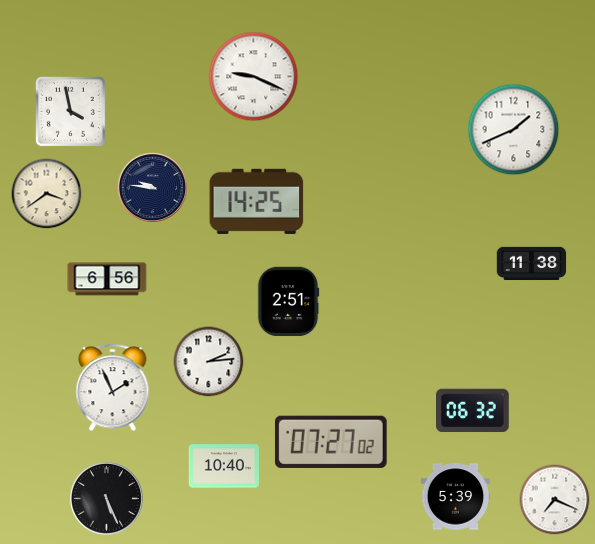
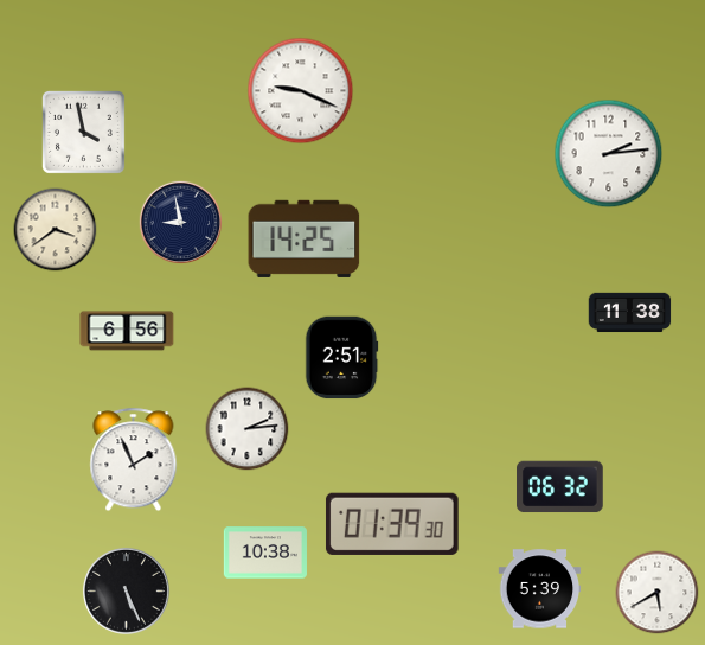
clock at (514, 130): 1:41 -> 2:14
clock at (152, 187): 9:46 -> 8:58
clock at (331, 442): 07:27 -> 01:39
clock at (223, 466): 10:40 -> 10:38
clock at (555, 500): 7:19 -> 5:40
